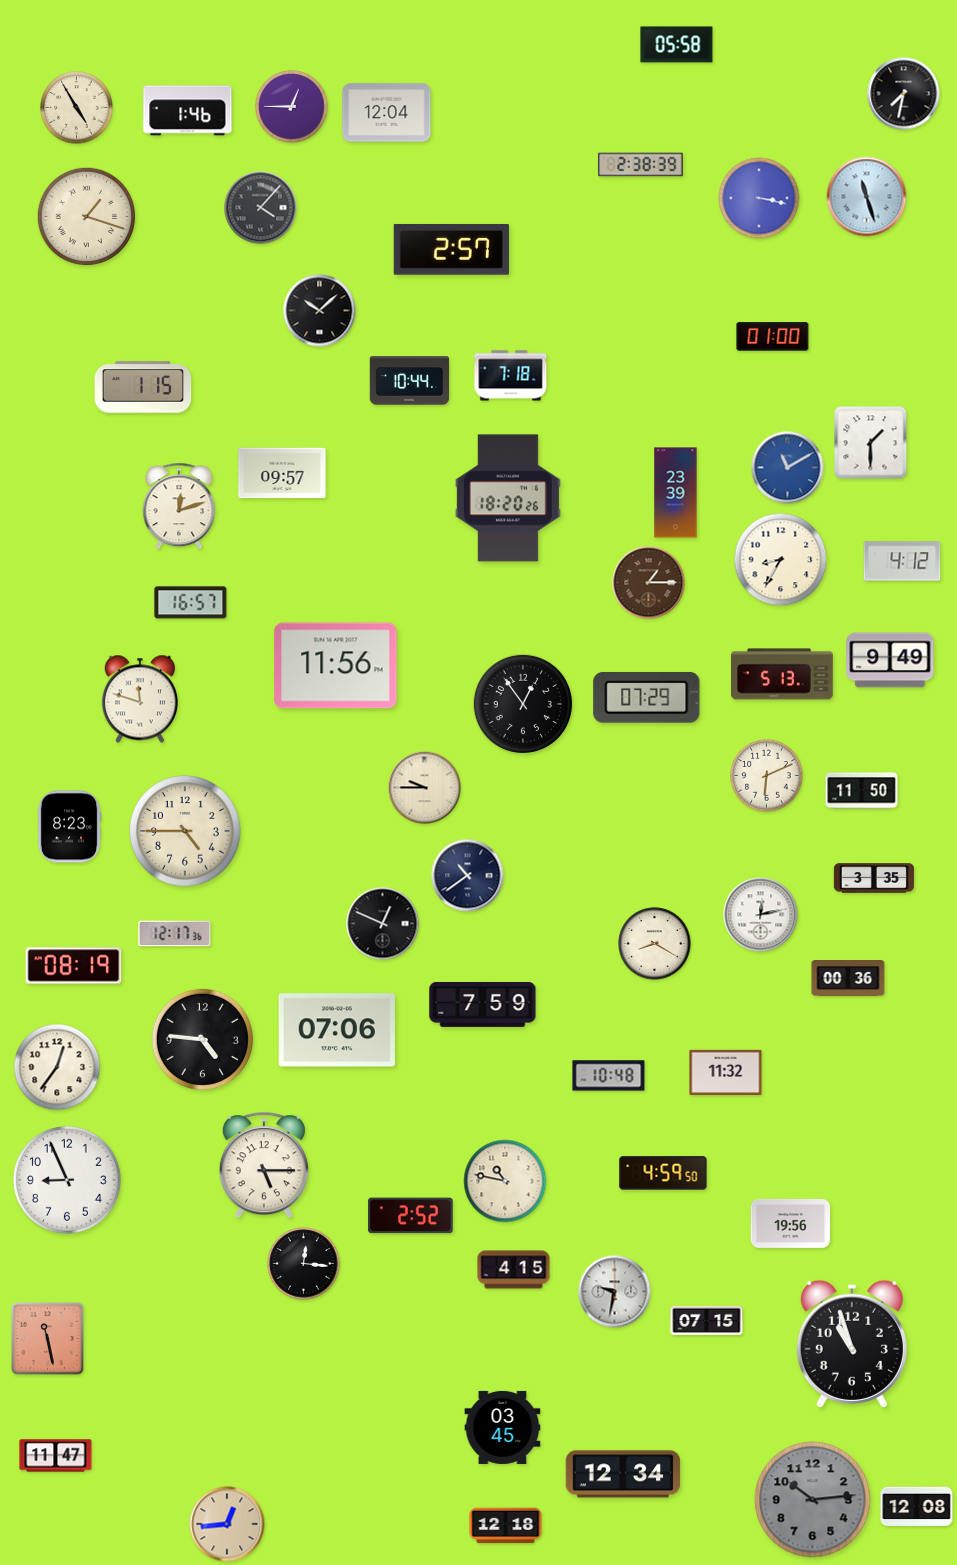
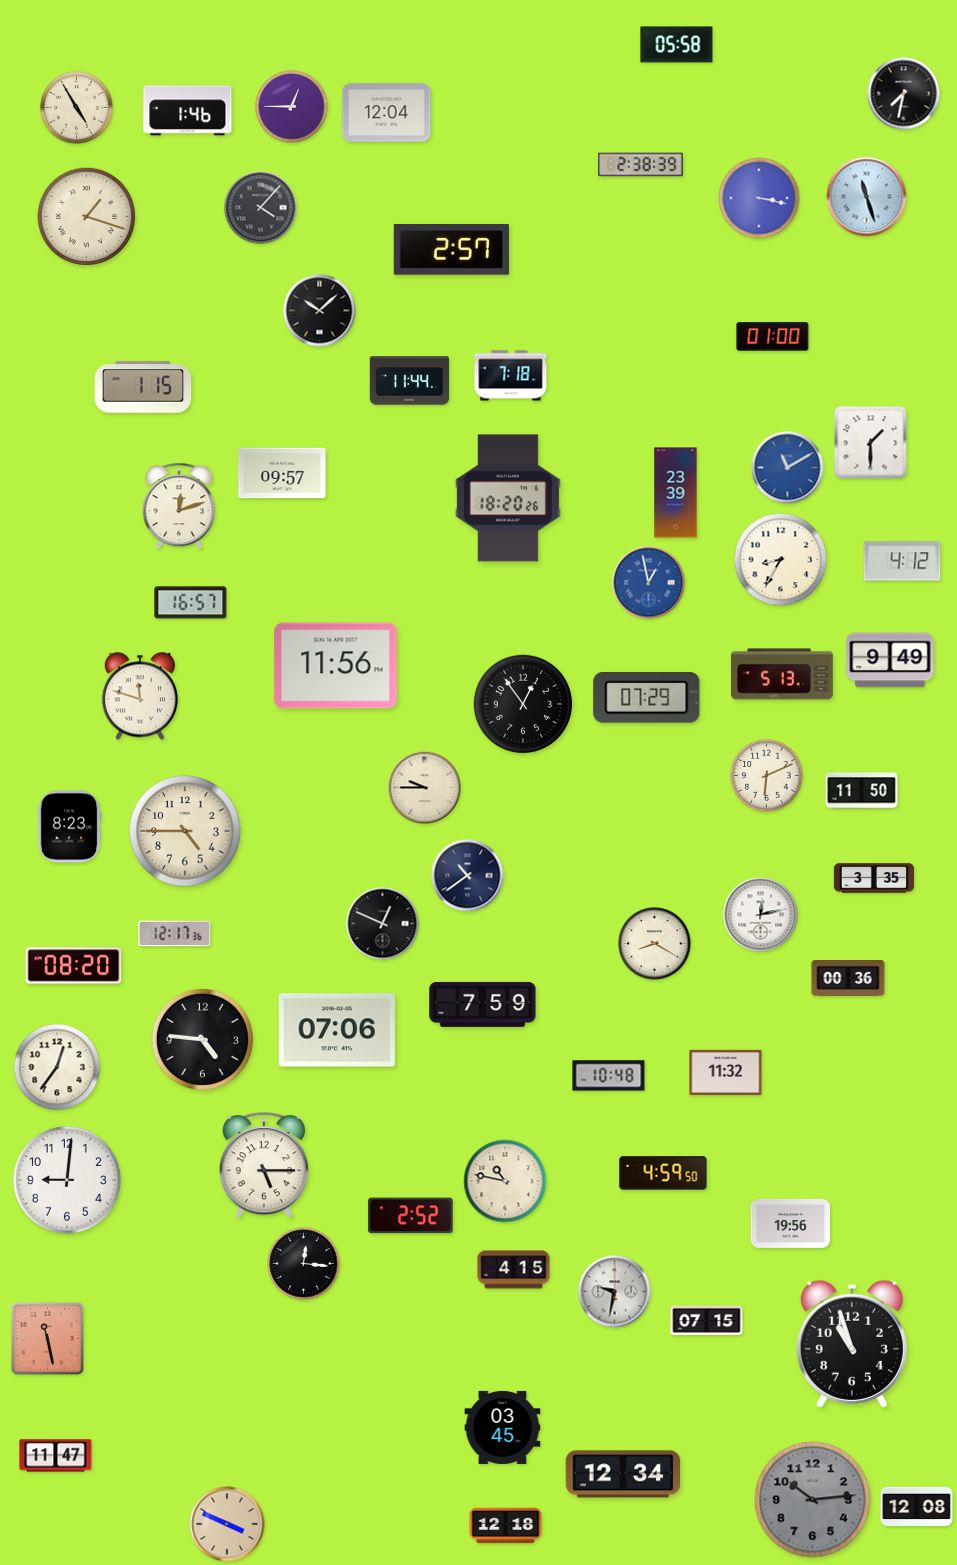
clock at (410, 381): 10:44 -> 11:44
clock at (649, 583): 1:15 -> 12:58
clock at (649, 583) dial: brown -> blue
clock at (140, 699) position: (140, 699) -> (140, 696)
clock at (74, 966): 08:19 -> 08:20
clock at (67, 1180): 8:56 -> 9:01
clock at (227, 1524): 12:44 -> 3:49
